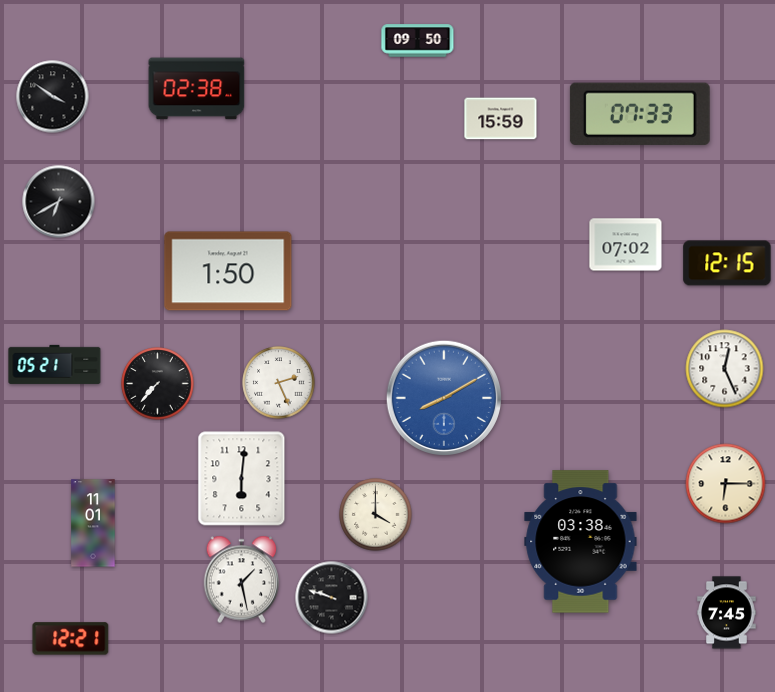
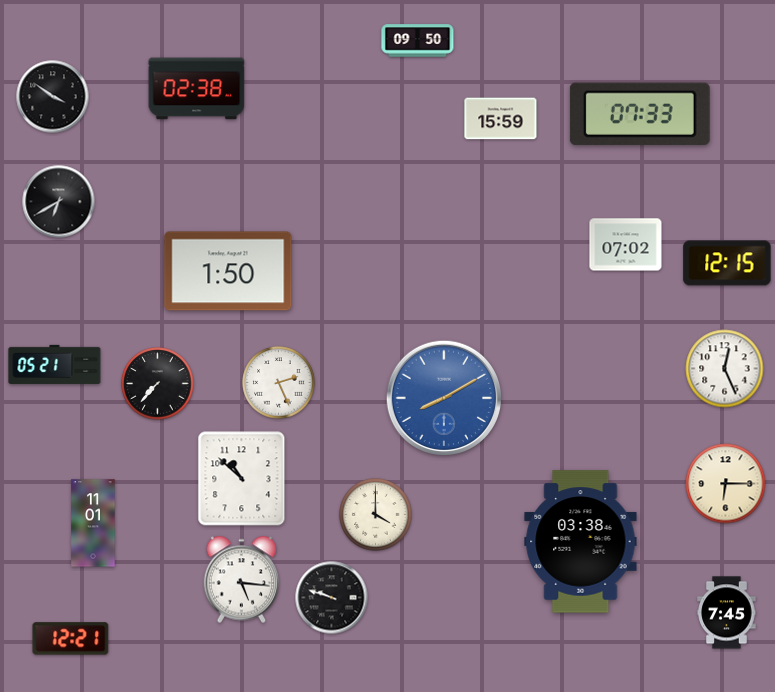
clock at (242, 479): 6:01 -> 10:52
clock at (242, 580): 1:28 -> 5:16
